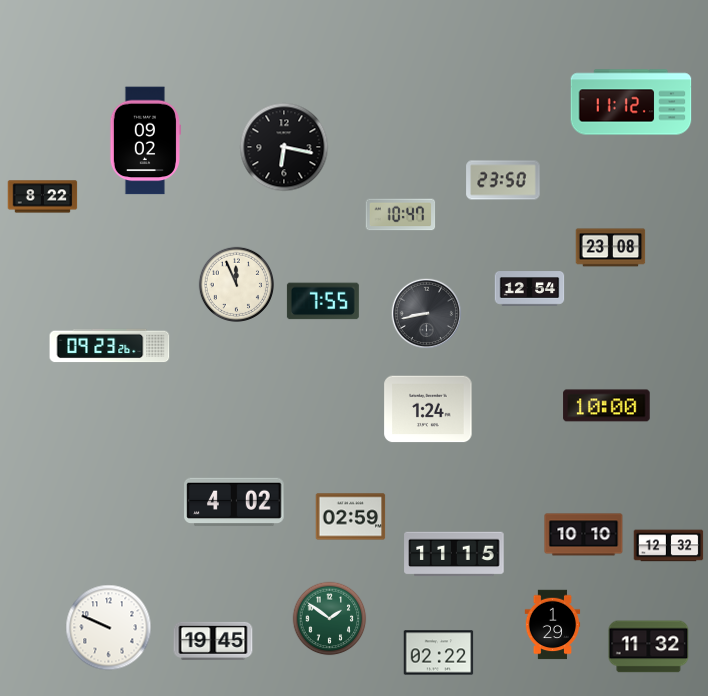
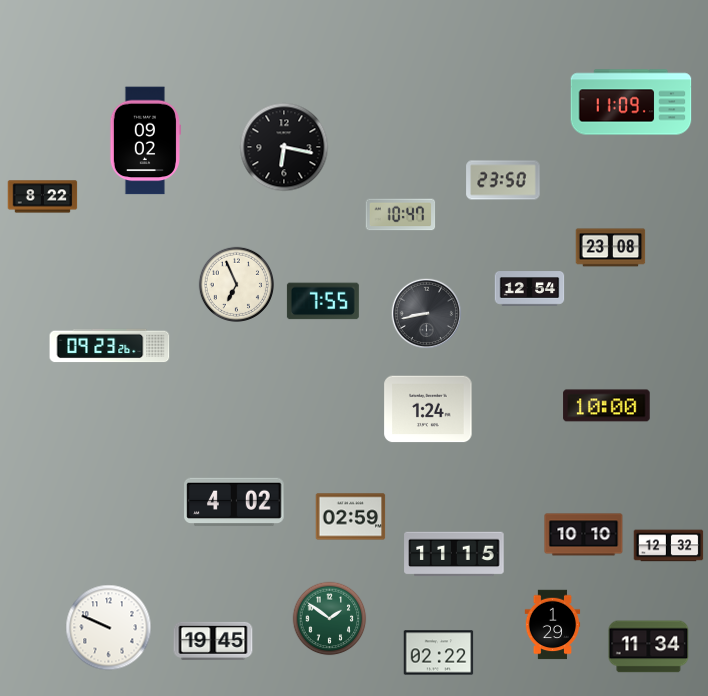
clock at (631, 102): 11:12 -> 11:09
clock at (236, 284): 11:56 -> 6:56
clock at (649, 647): 11:32 -> 11:34
